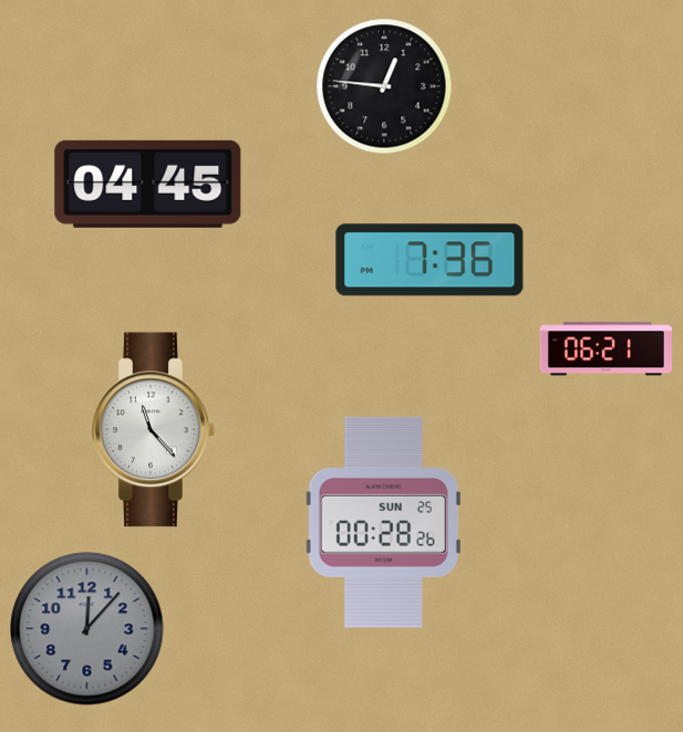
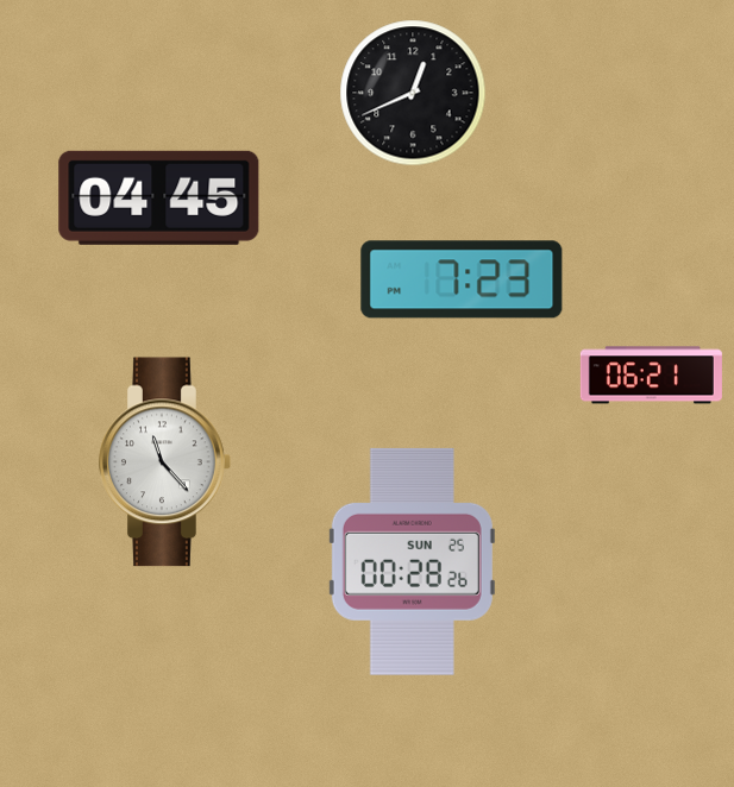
clock at (384, 86): 12:46 -> 12:41
clock at (430, 260): 7:36 -> 7:23
clock at (87, 629): 12:07 -> none
